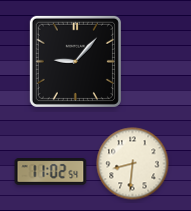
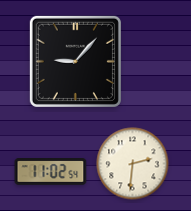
clock at (133, 164): 8:31 -> 2:31
